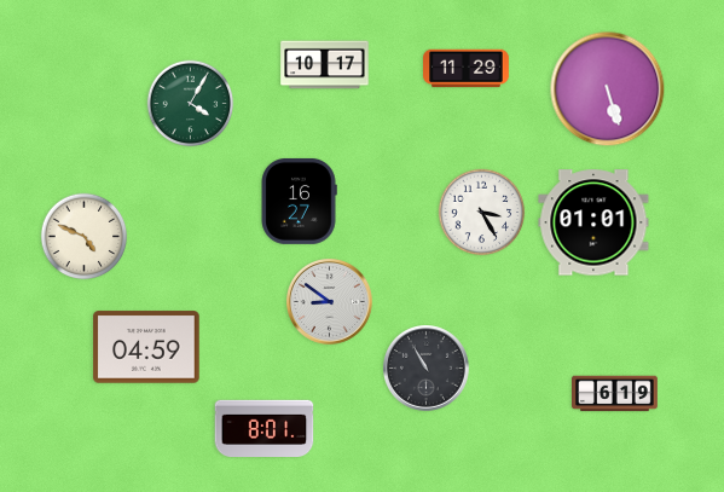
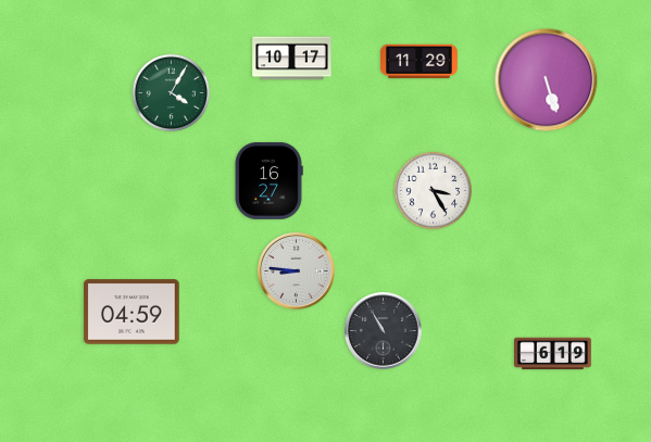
clock at (593, 222): 01:01 -> none
clock at (85, 237): 4:49 -> none
clock at (330, 302): 8:51 -> 8:46
clock at (265, 428): 8:01 -> none
